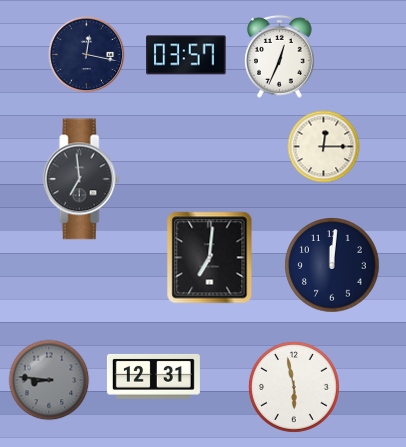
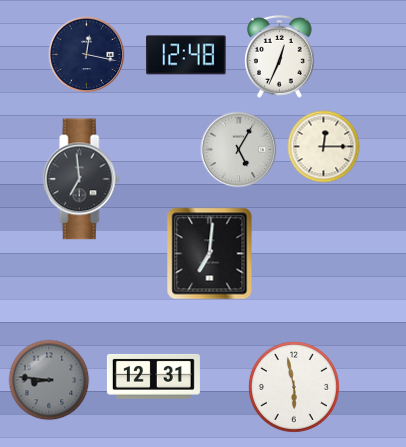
clock at (186, 55): 03:57 -> 12:48
clock at (239, 150): none -> 5:05
clock at (210, 258) position: (210, 258) -> (210, 254)
clock at (332, 265): 12:01 -> none
